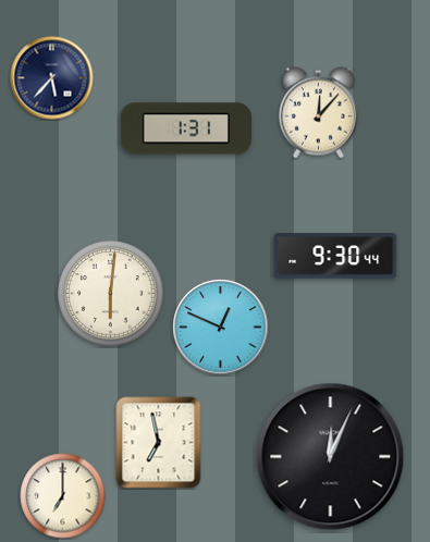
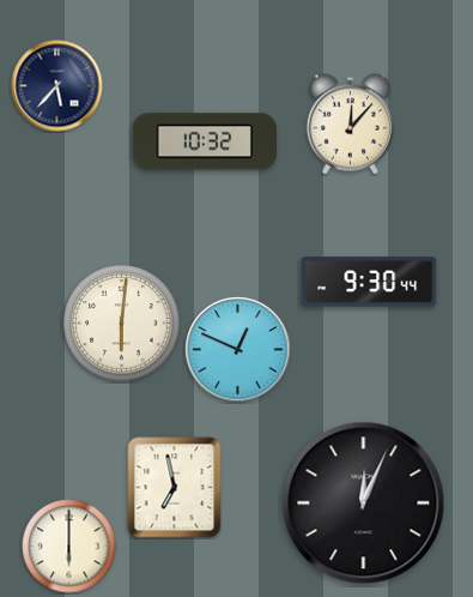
clock at (185, 128): 1:31 -> 10:32
clock at (221, 328) position: (221, 328) -> (238, 350)
clock at (63, 496): 7:00 -> 6:00
